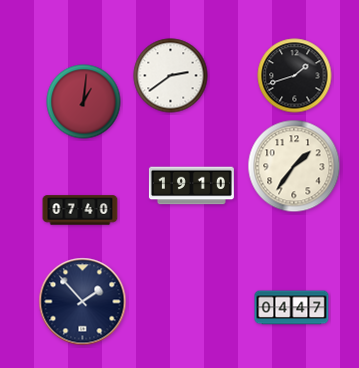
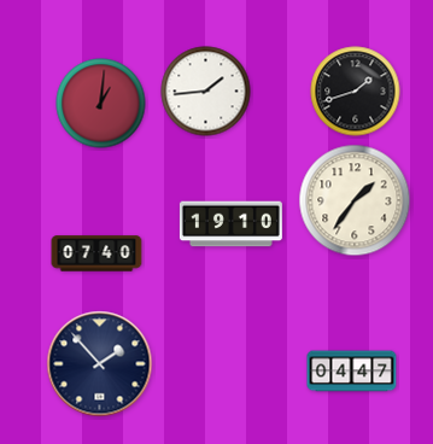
clock at (171, 76): 2:39 -> 1:44
clock at (84, 102) position: (84, 102) -> (101, 104)
